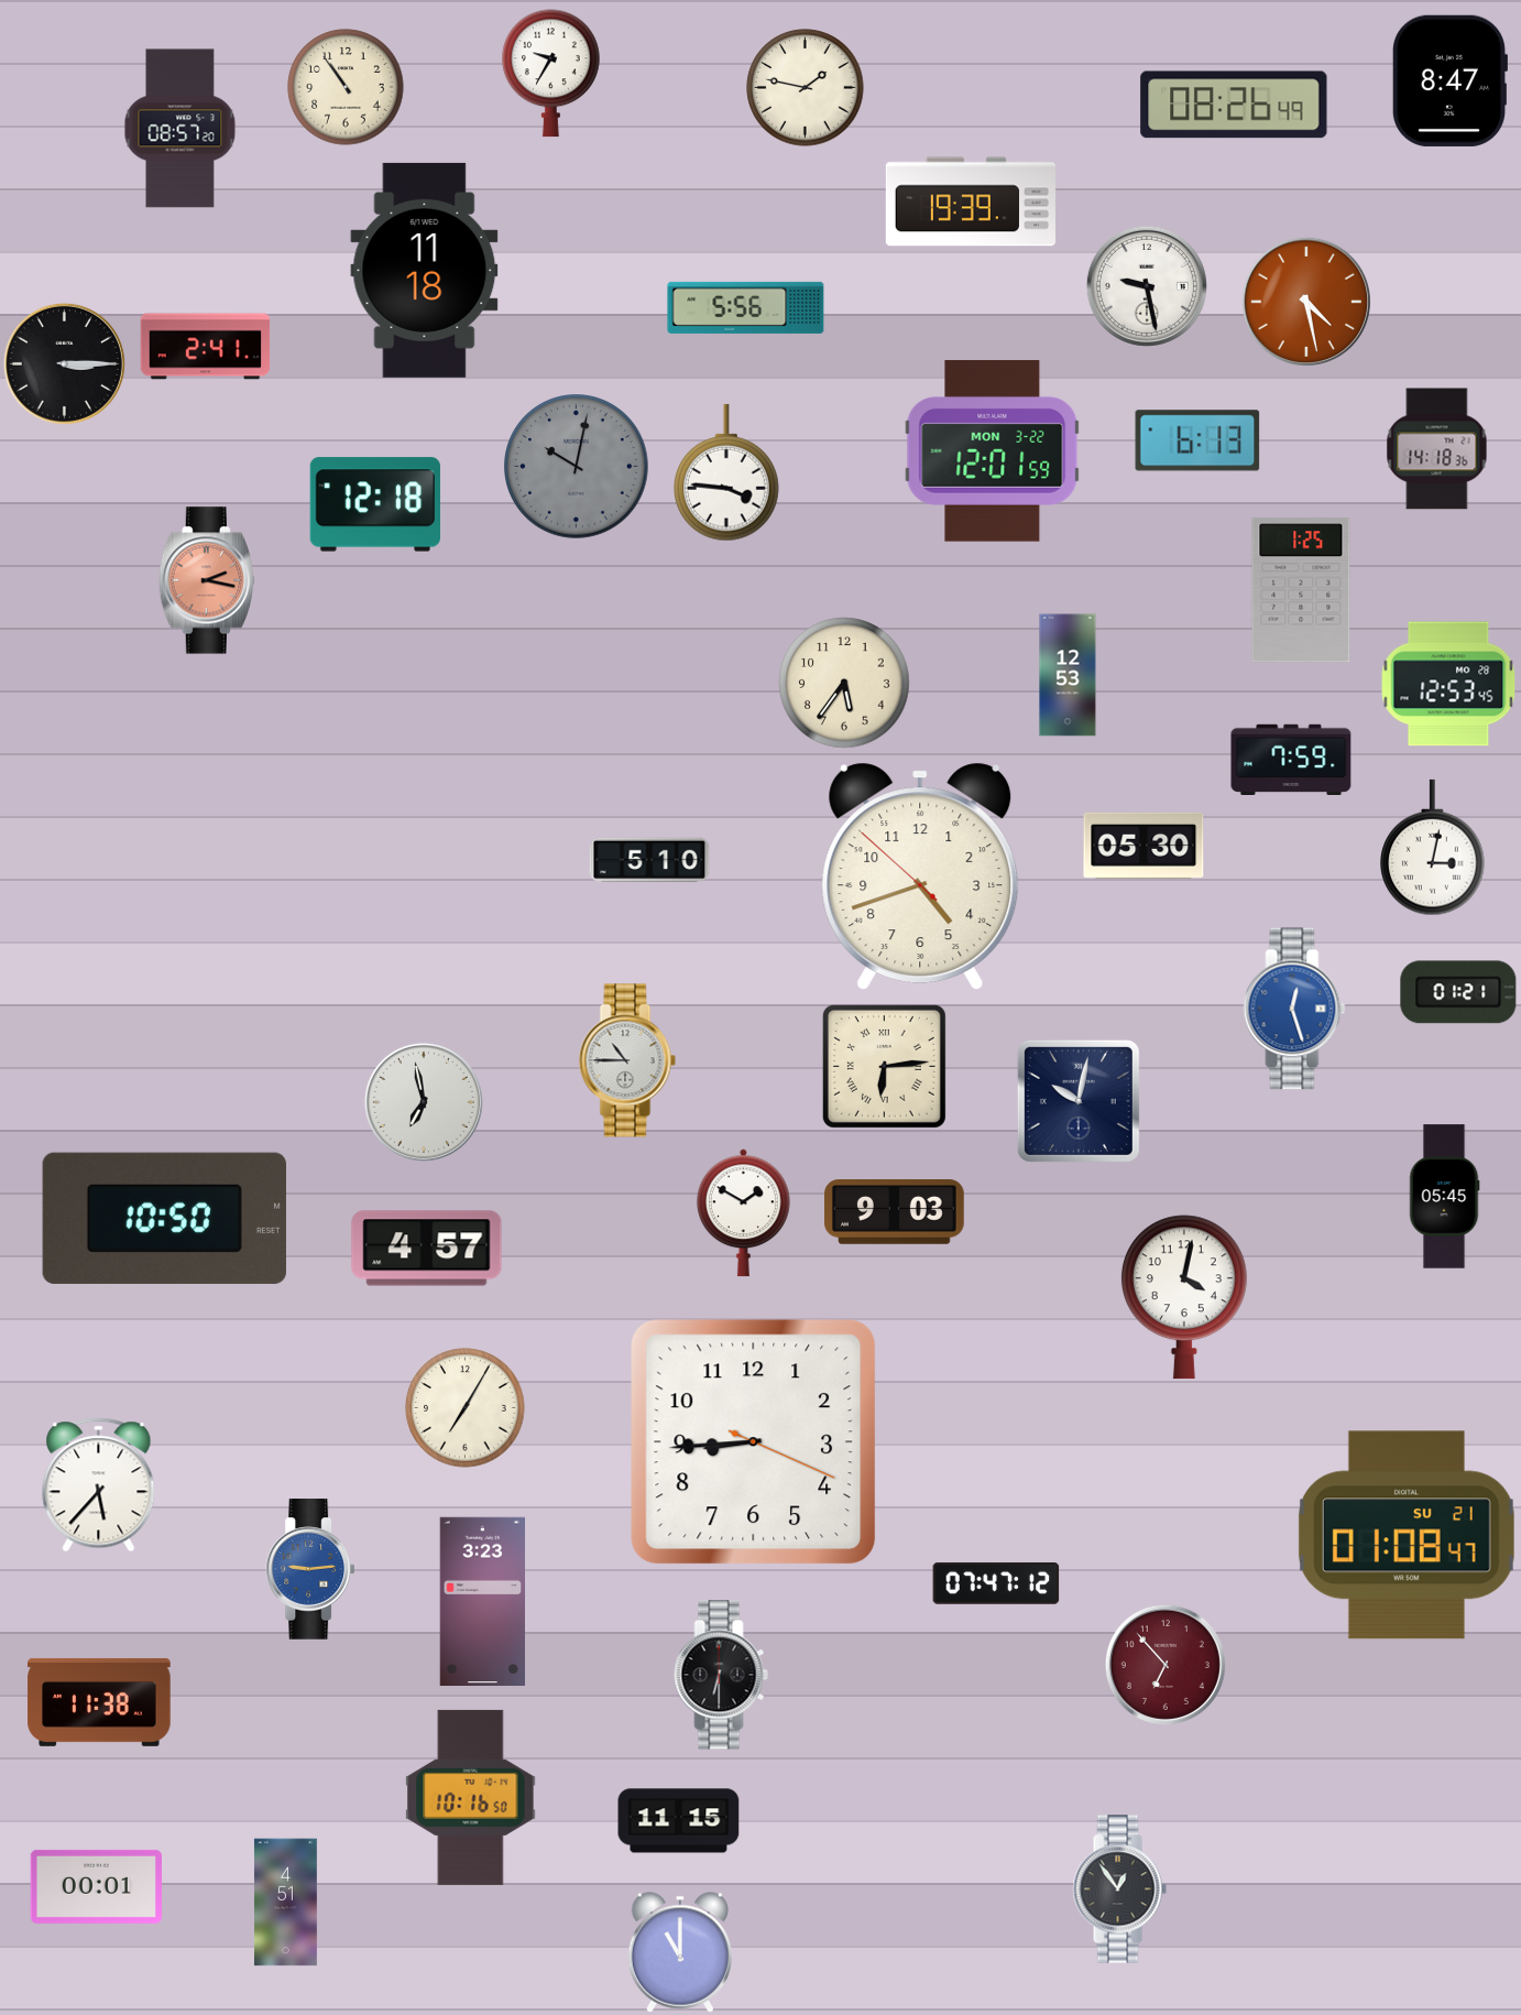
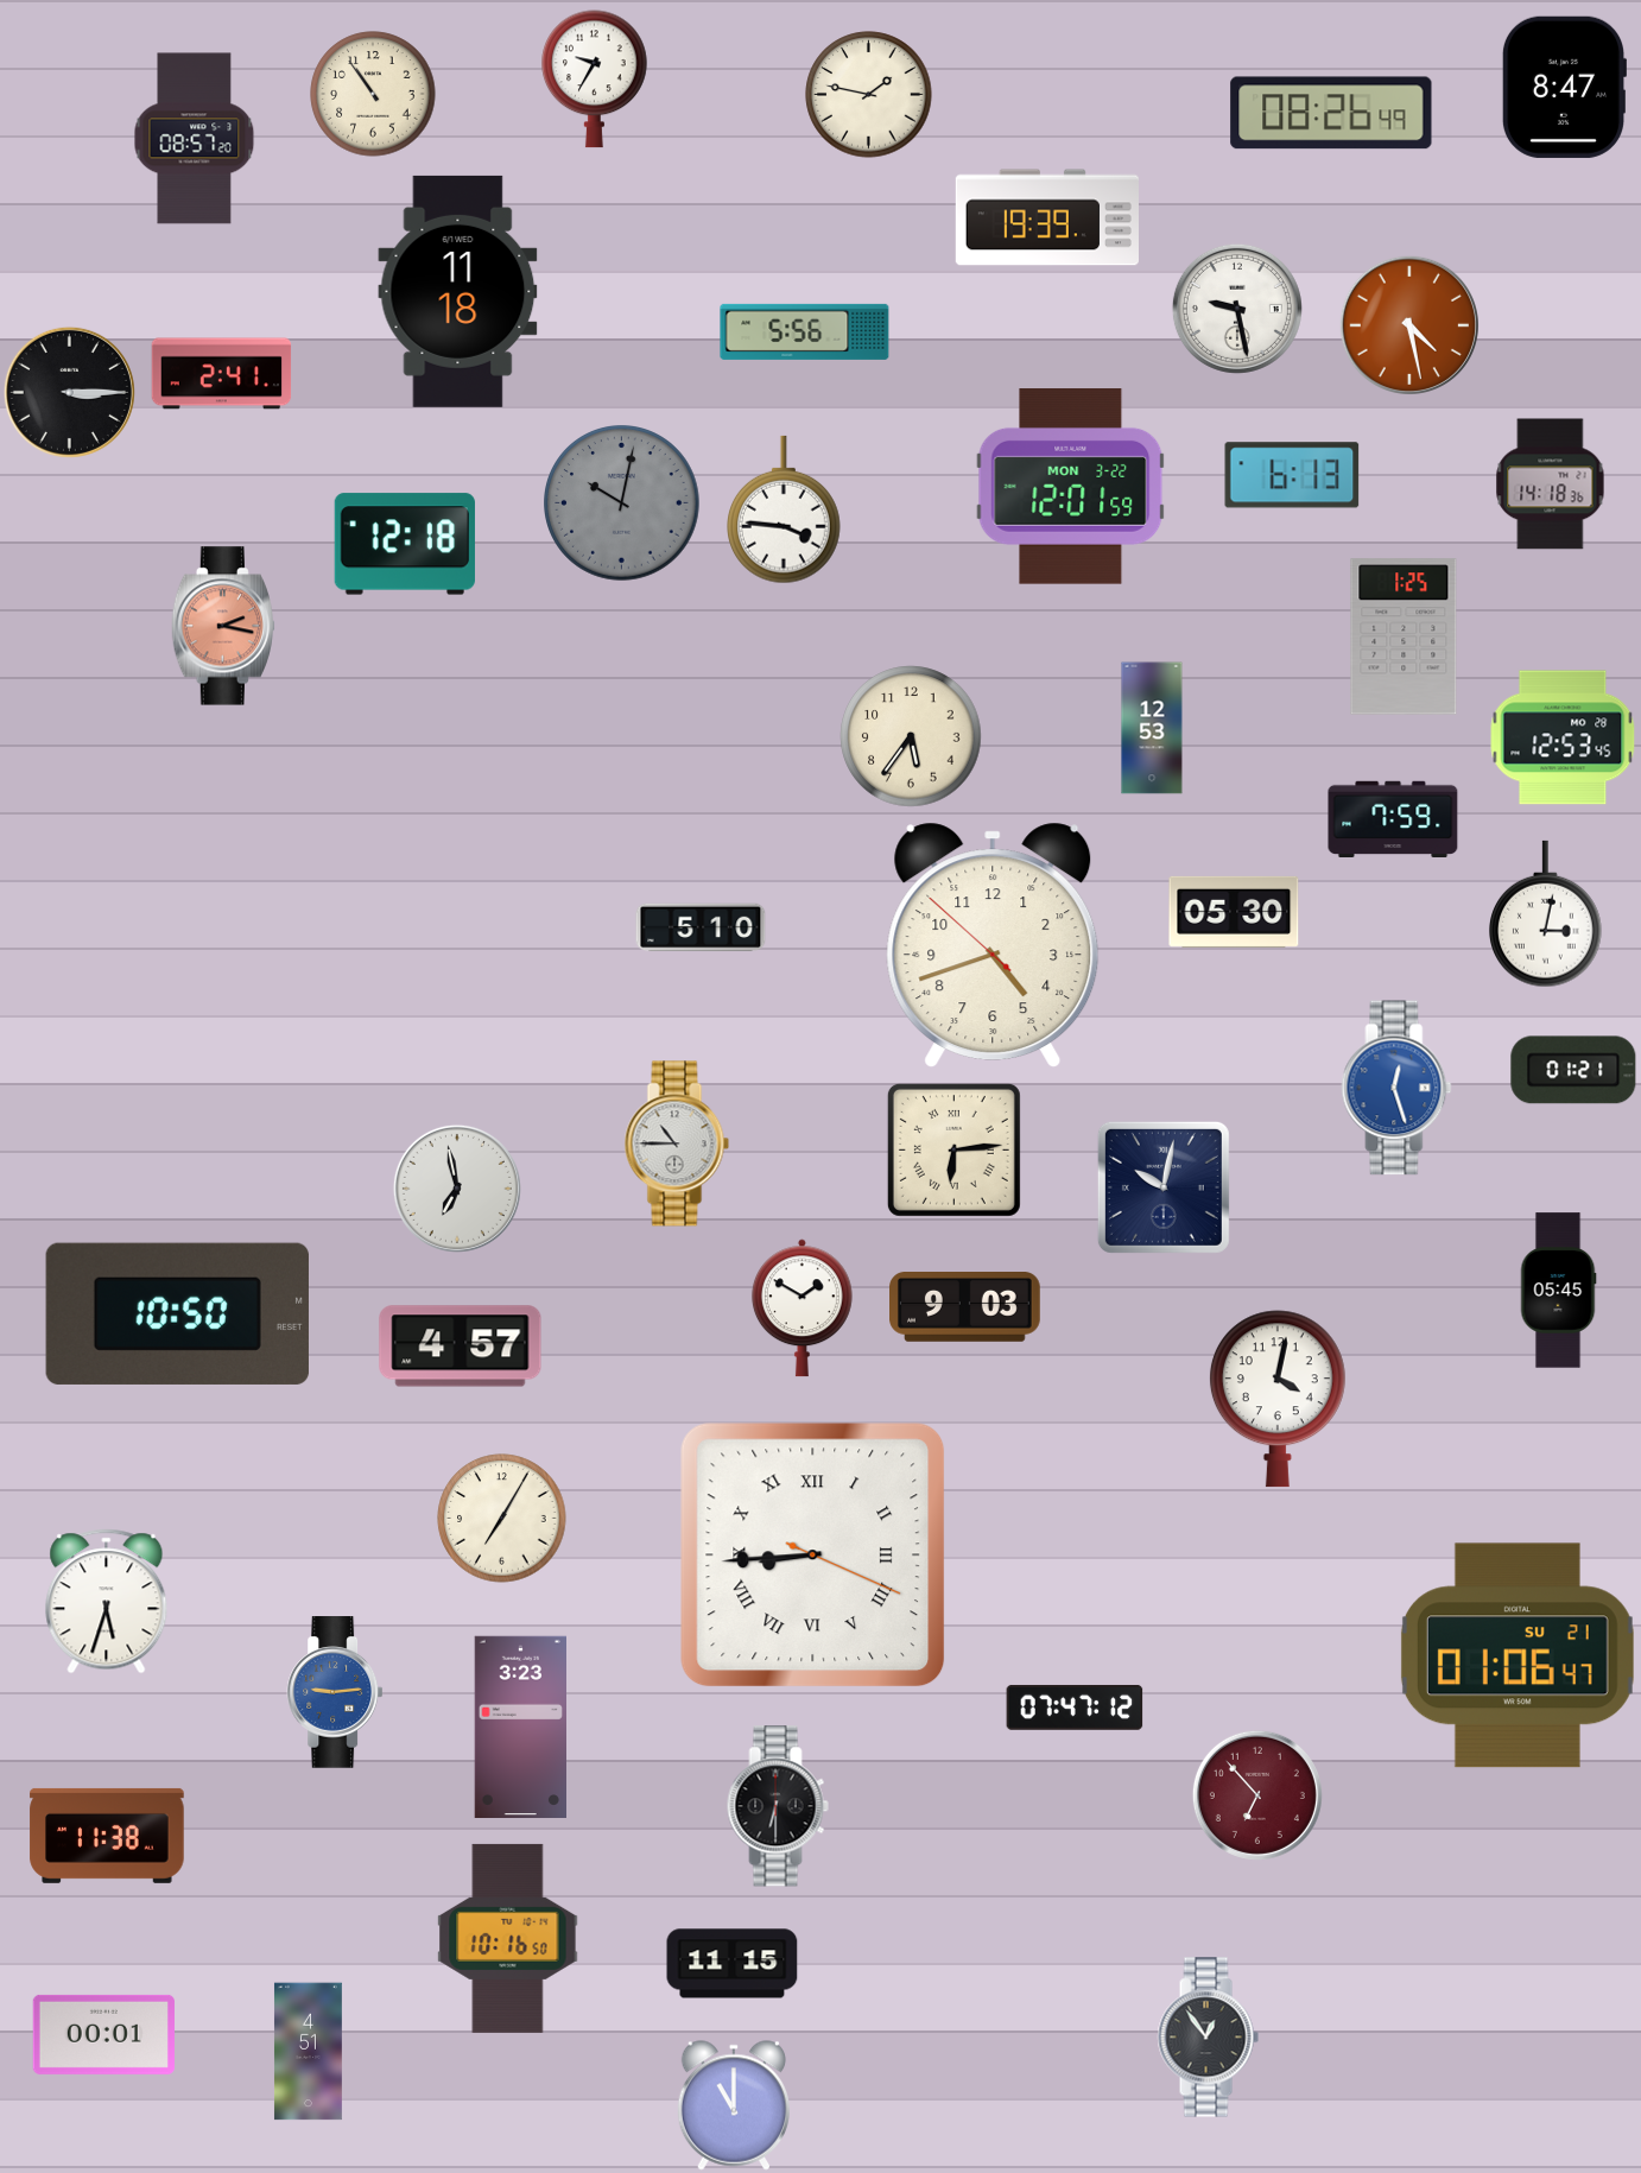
clock at (754, 1442) numerals: Arabic -> Roman
clock at (99, 1485): 5:37 -> 5:33
clock at (1407, 1535): 01:08 -> 01:06
